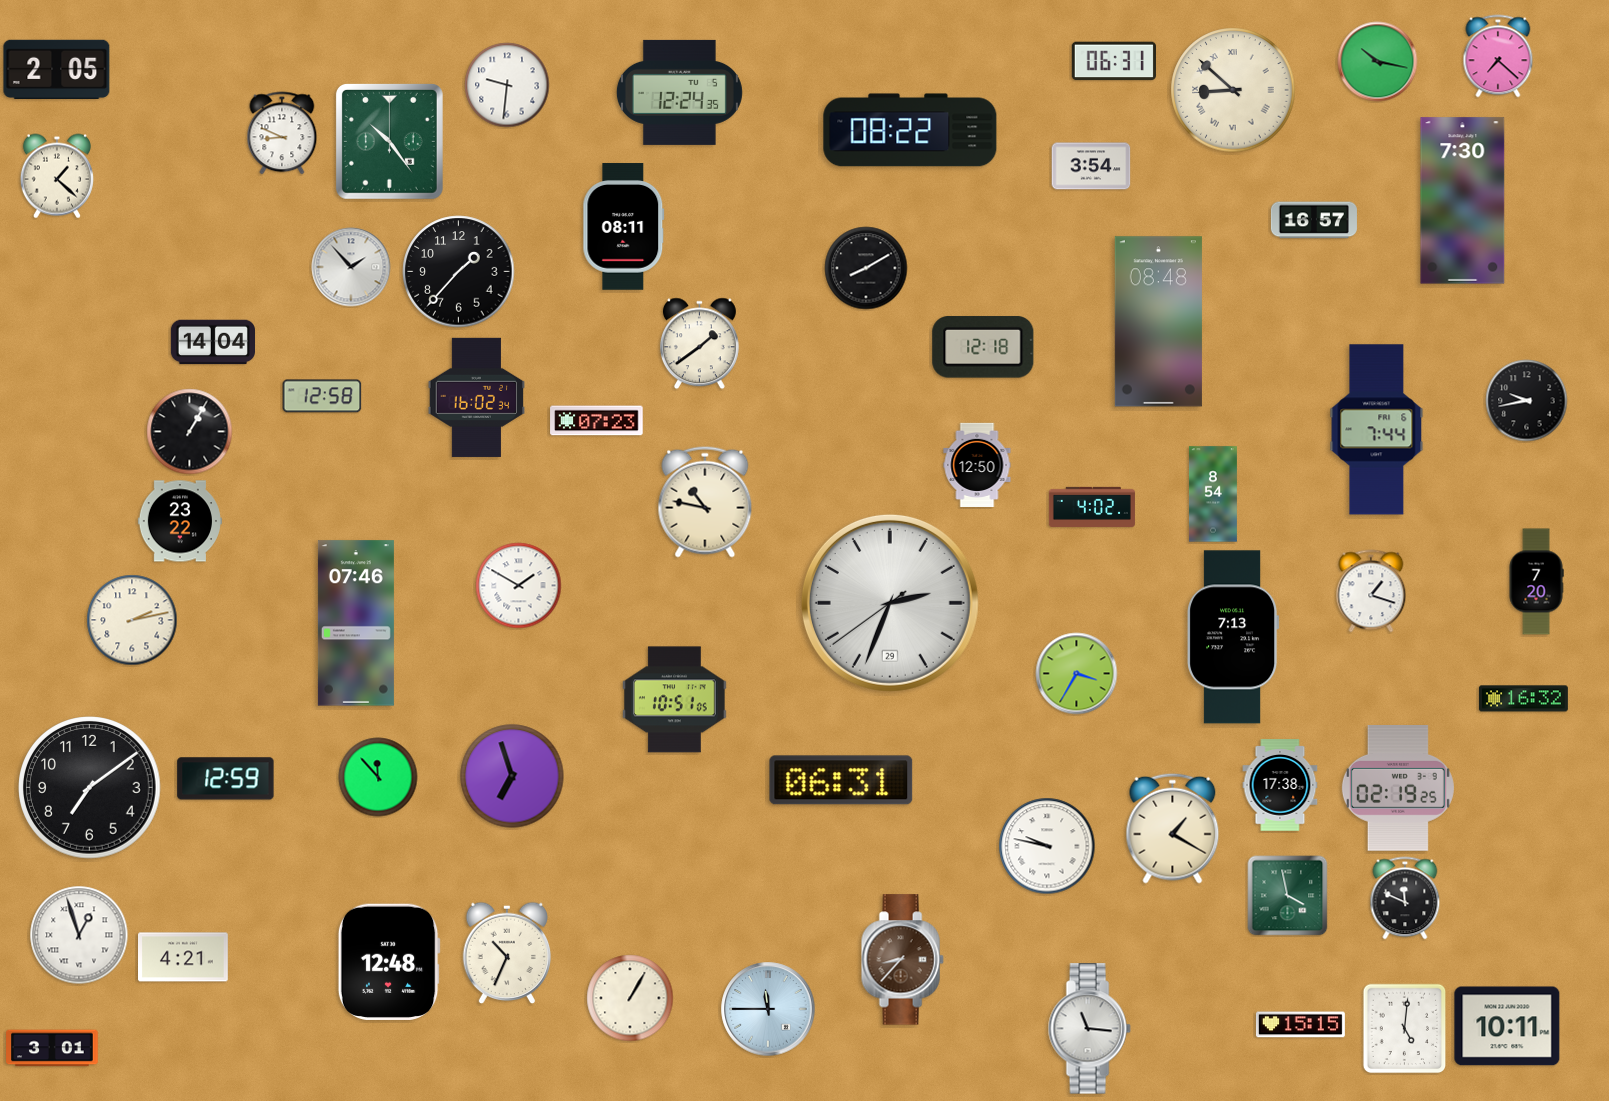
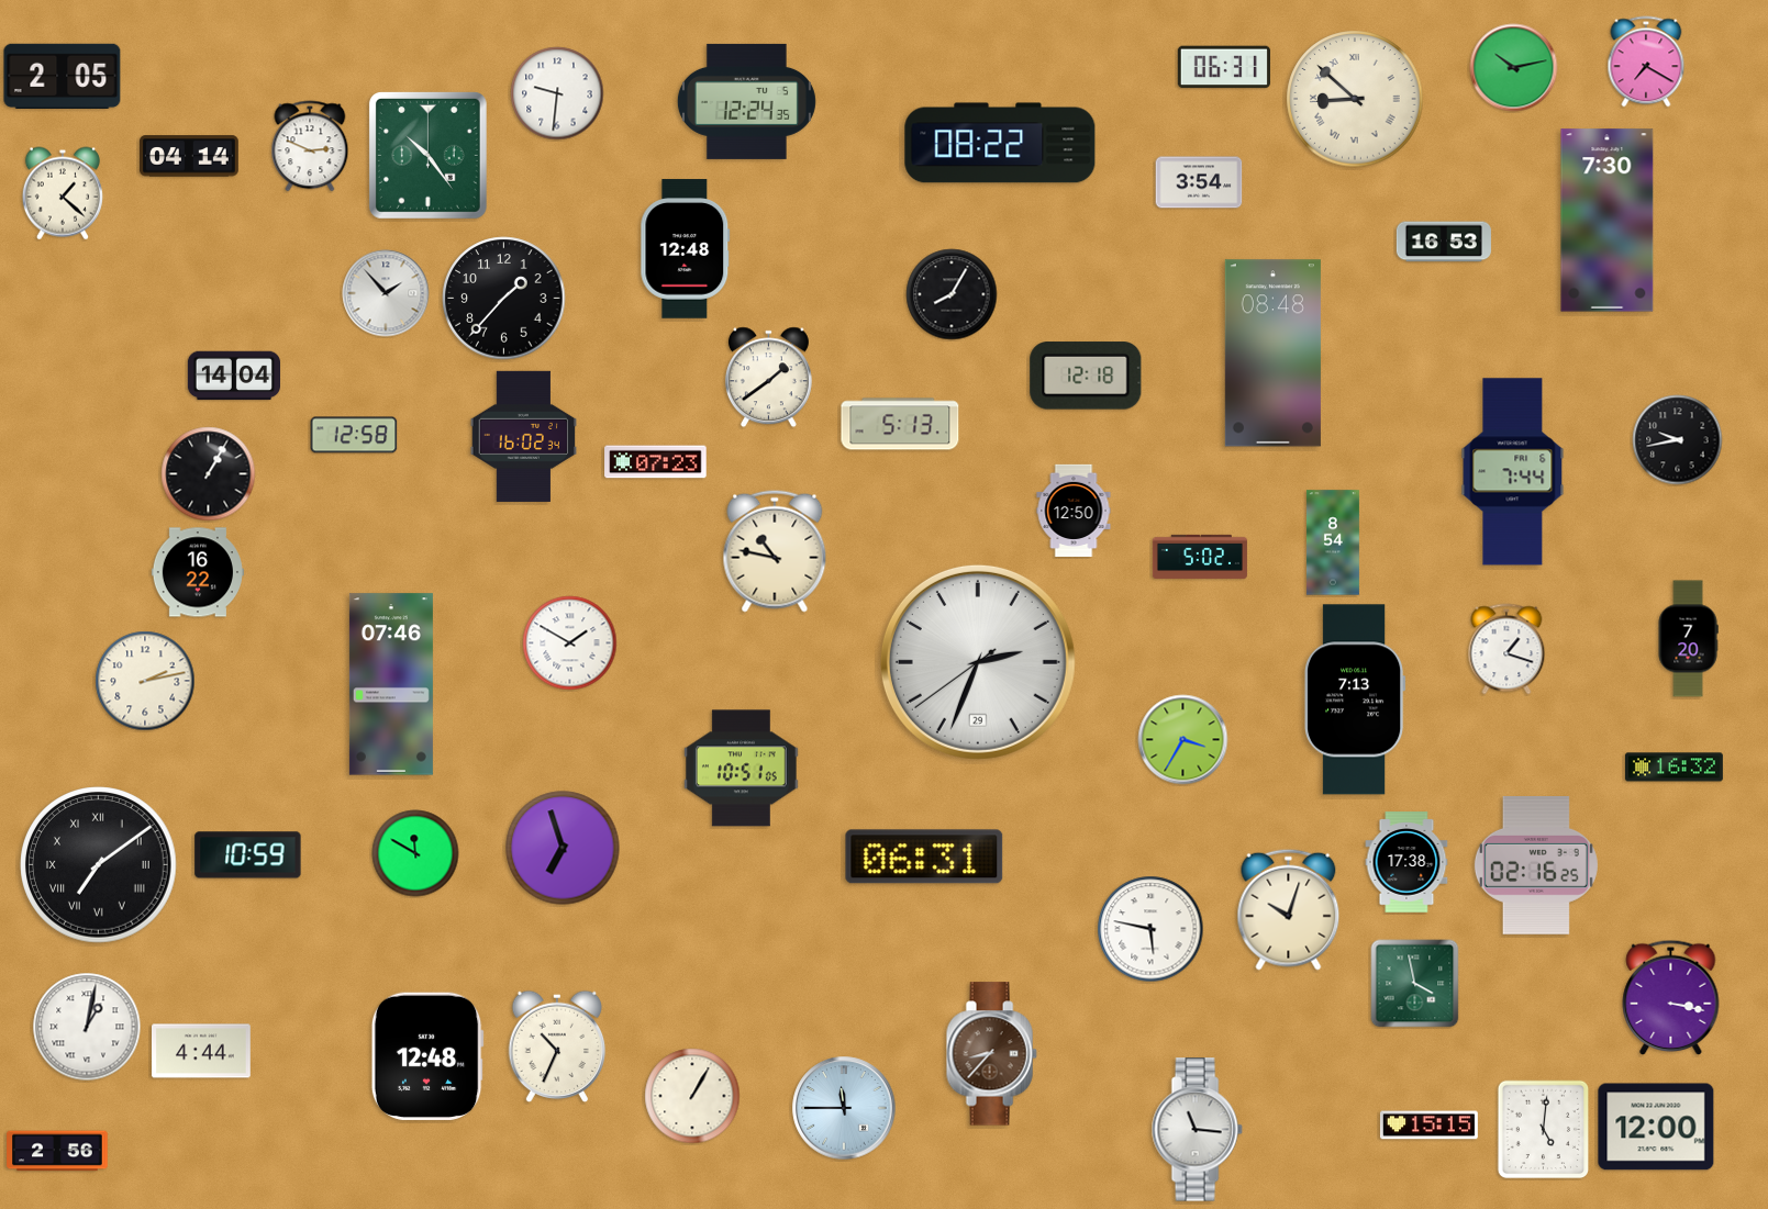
clock at (1498, 56): 7:22 -> 7:20
clock at (1378, 62): 10:17 -> 10:13
clock at (282, 133): 8:49 -> 2:49
clock at (189, 156): none -> 04:14
clock at (1314, 220): 16:57 -> 16:53
clock at (624, 227): 08:11 -> 12:48
clock at (866, 268): 8:10 -> 8:05
clock at (983, 347) position: (983, 347) -> (1086, 376)
clock at (900, 424): none -> 5:13
clock at (1092, 507): 4:02 -> 5:02
clock at (180, 521): 23:22 -> 16:22
clock at (512, 776) position: (512, 776) -> (563, 848)
clock at (378, 777): 11:53 -> 11:50
clock at (226, 779): 12:59 -> 10:59
clock at (90, 788) numerals: Arabic -> Roman
clock at (1398, 789): 02:19 -> 02:16
clock at (1173, 828): 1:20 -> 10:03
clock at (1047, 846): 9:47 -> 5:47
clock at (1405, 898): 11:49 -> none
clock at (1671, 997): none -> 3:17
clock at (79, 935): 12:57 -> 1:02
clock at (184, 957): 4:21 -> 4:44
clock at (1507, 1026): 10:11 -> 12:00
clock at (52, 1048): 3:01 -> 2:56
